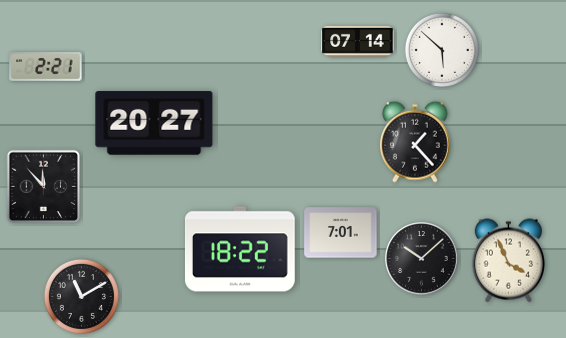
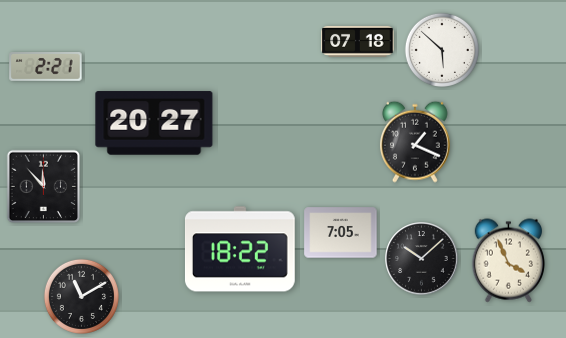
clock at (358, 41): 07:14 -> 07:18
clock at (415, 142): 1:23 -> 1:19
clock at (341, 233): 7:01 -> 7:05
